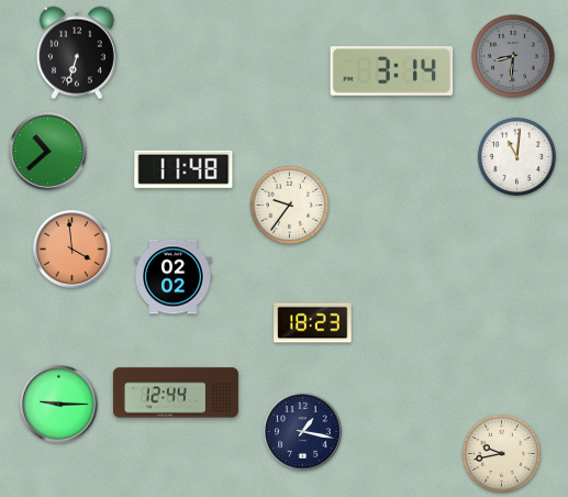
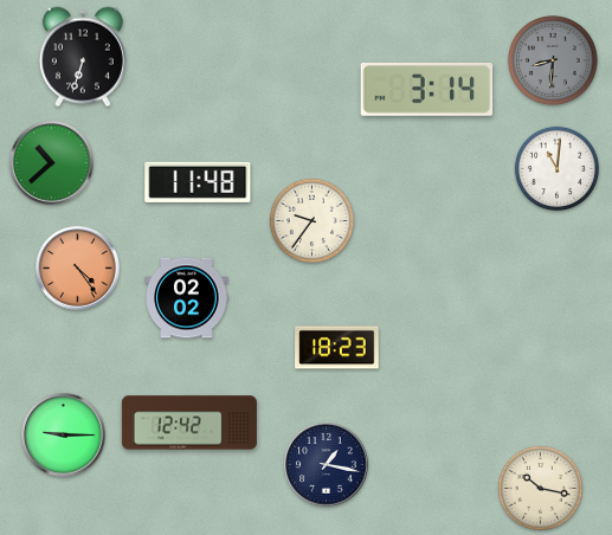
clock at (392, 70) position: (392, 70) -> (427, 89)
clock at (73, 250): 3:59 -> 4:24
clock at (176, 393): 12:44 -> 12:42
clock at (501, 453): 9:43 -> 10:17
